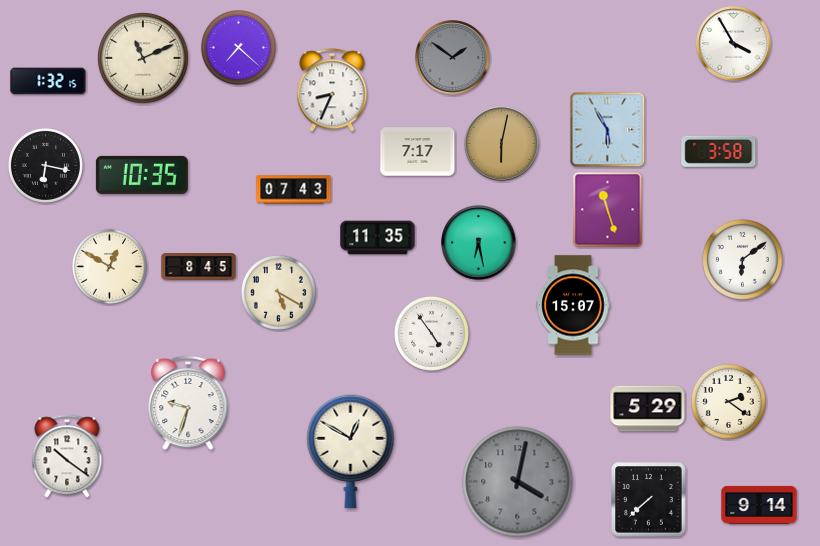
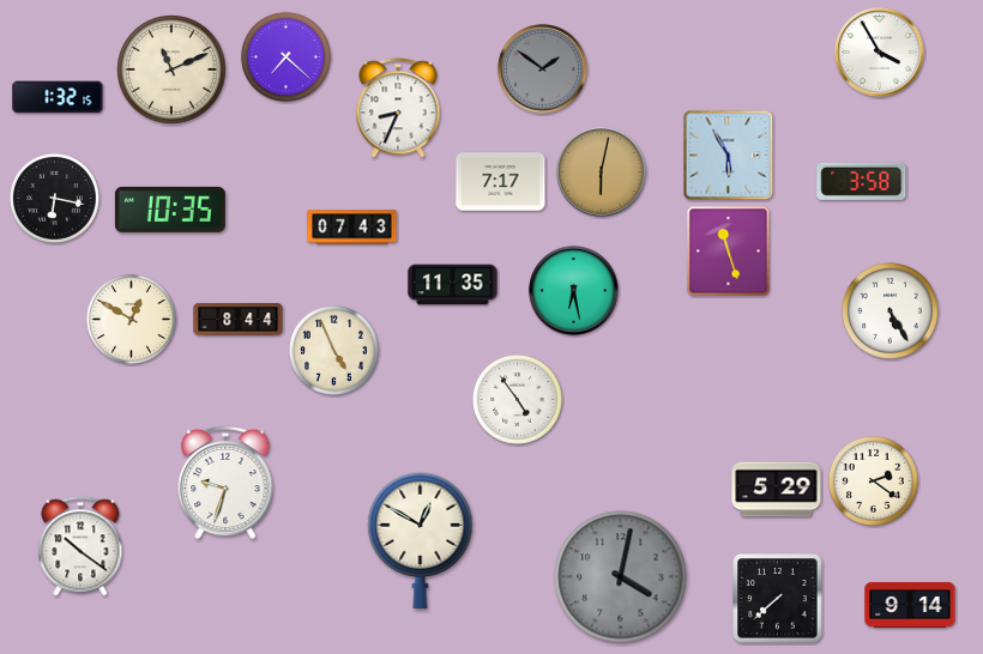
clock at (743, 260): 6:09 -> 5:25
clock at (199, 267): 8:45 -> 8:44
clock at (278, 292): 5:20 -> 4:56
clock at (573, 305): 15:07 -> none
